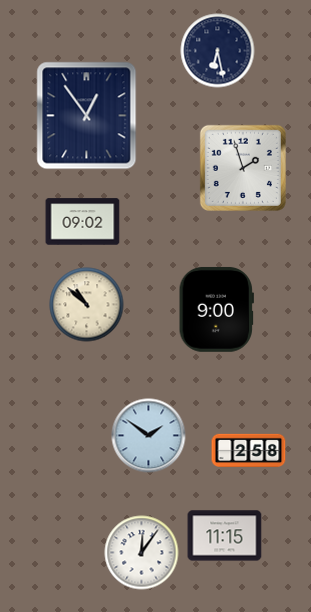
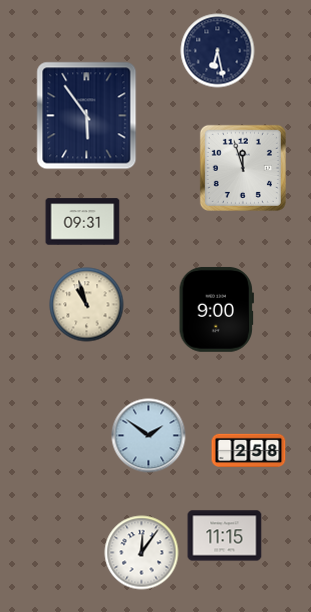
clock at (87, 116): 12:54 -> 5:54
clock at (243, 168): 1:57 -> 11:57
clock at (83, 222): 09:02 -> 09:31
clock at (87, 305): 10:52 -> 10:57
